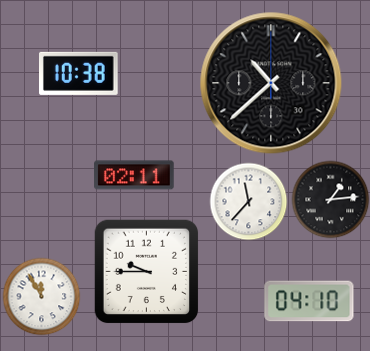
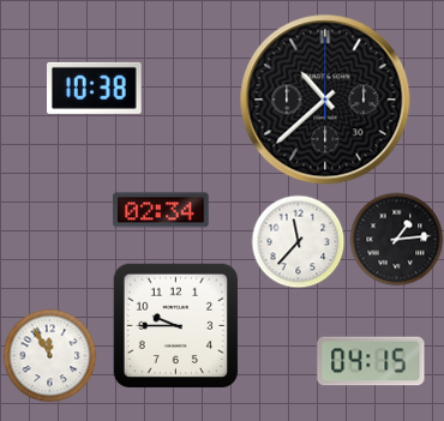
clock at (134, 175): 02:11 -> 02:34
clock at (309, 301): 04:10 -> 04:15
